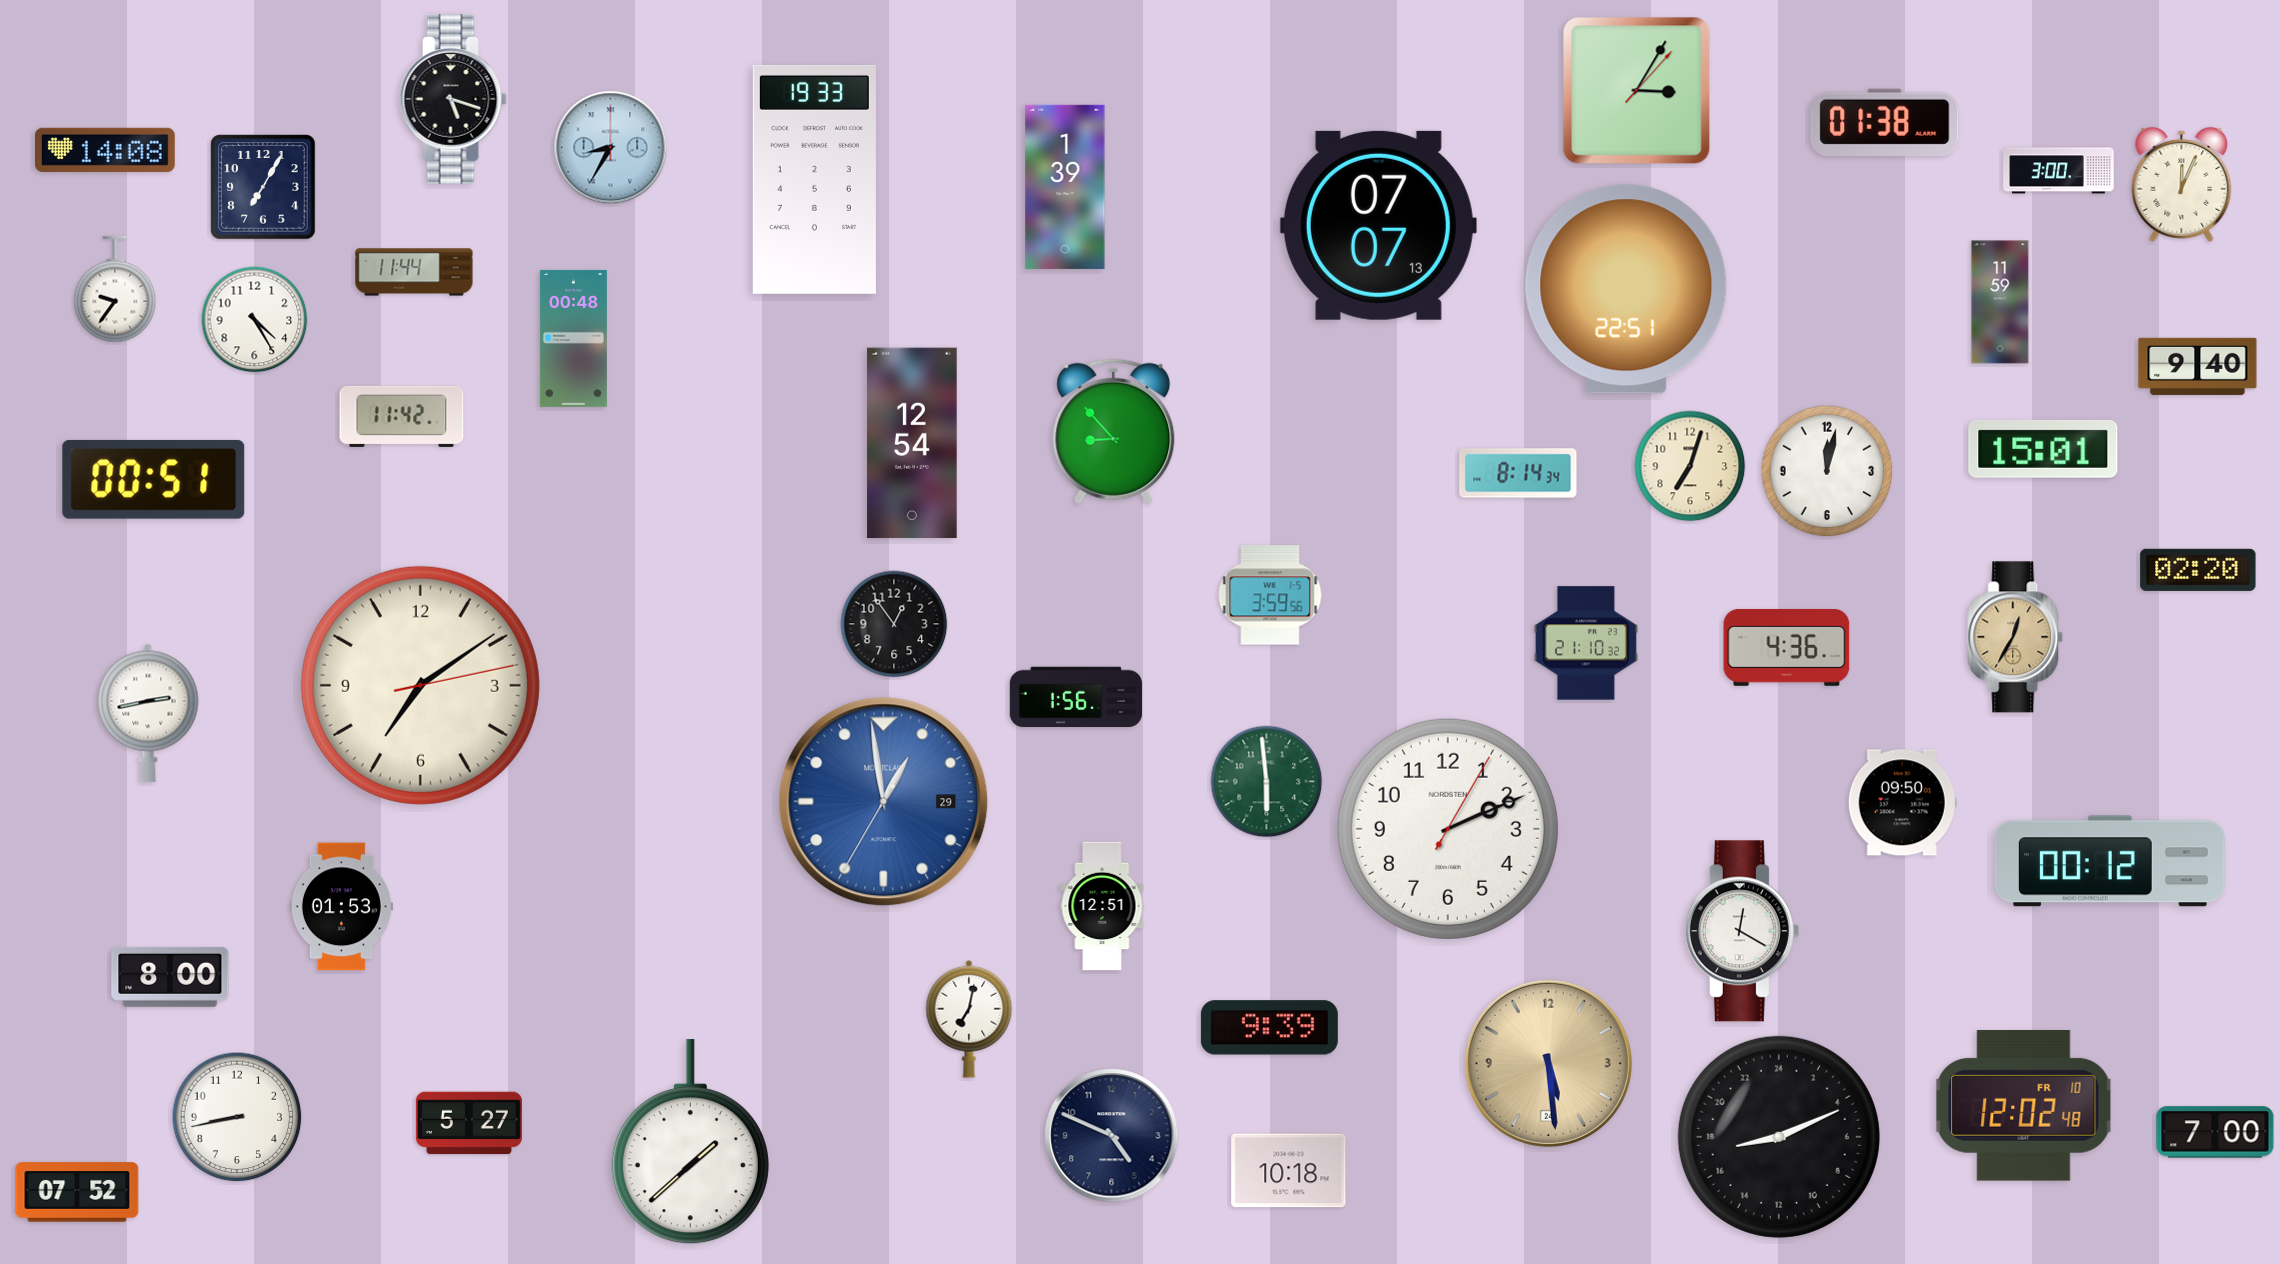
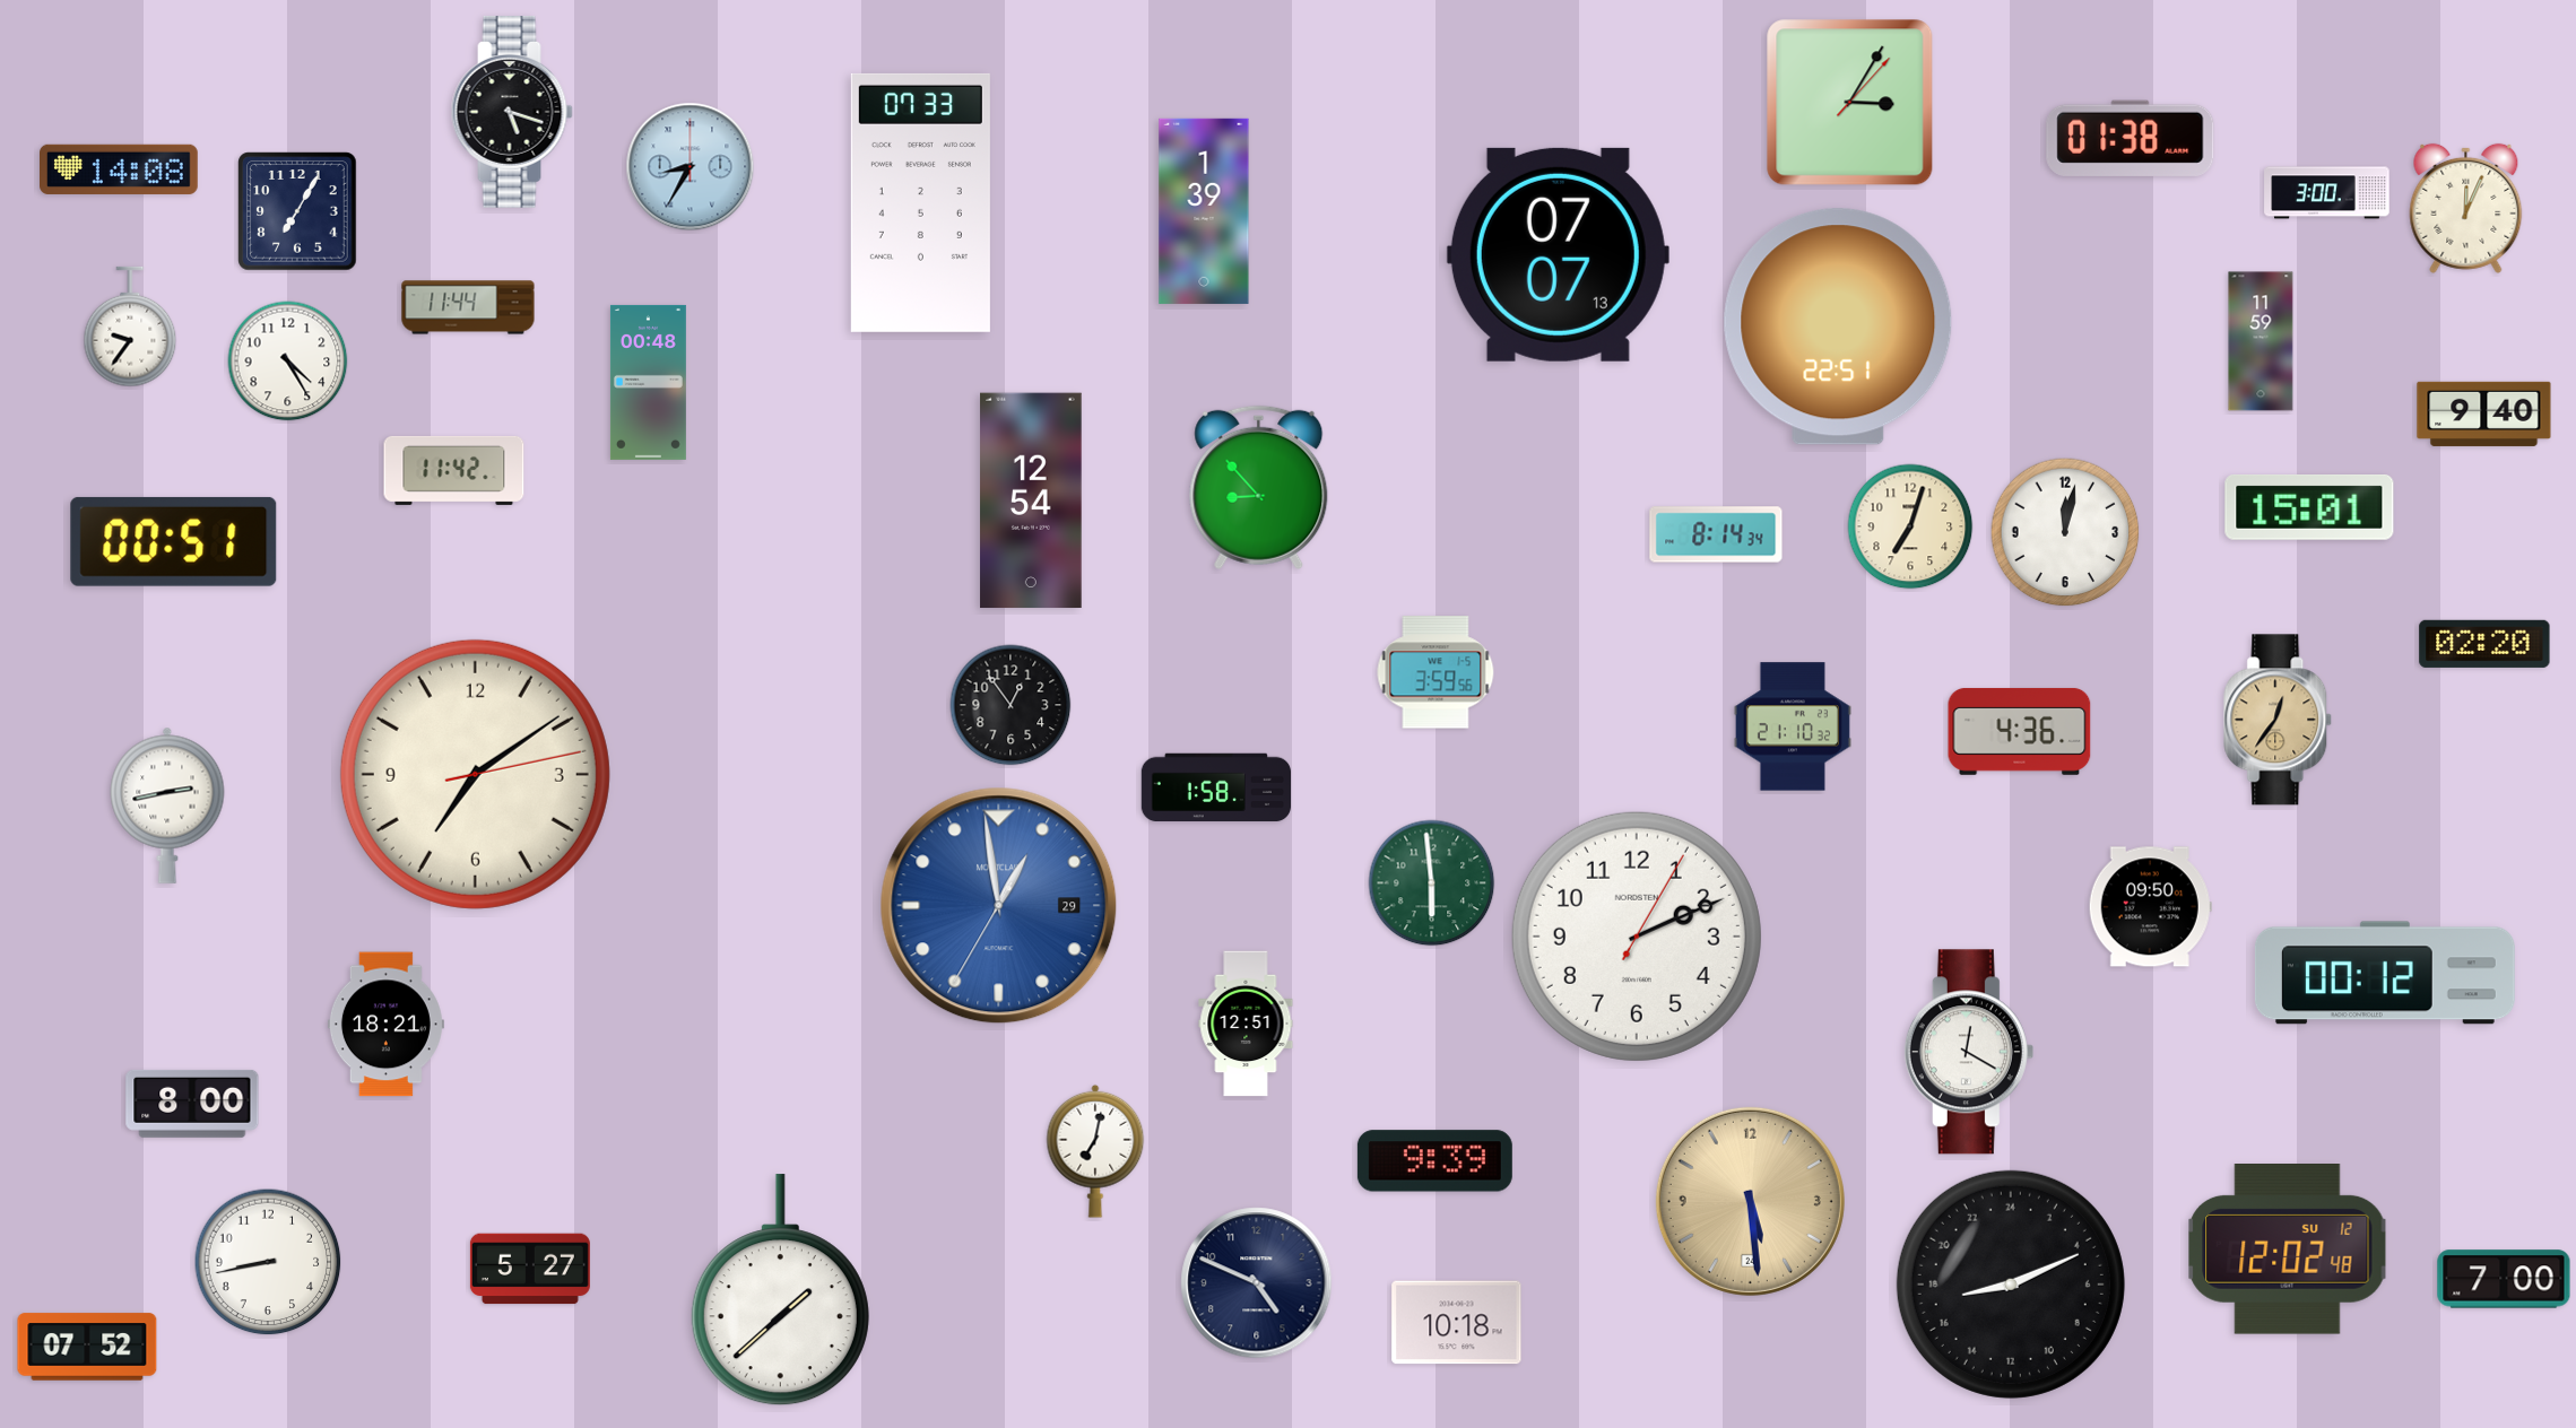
clock at (814, 179): 19:33 -> 07:33
clock at (2016, 637): 12:35 -> 12:36
clock at (1075, 697): 1:56 -> 1:58
clock at (341, 907): 01:53 -> 18:21
clock at (2024, 1106) date: FR 10 -> SU 12
